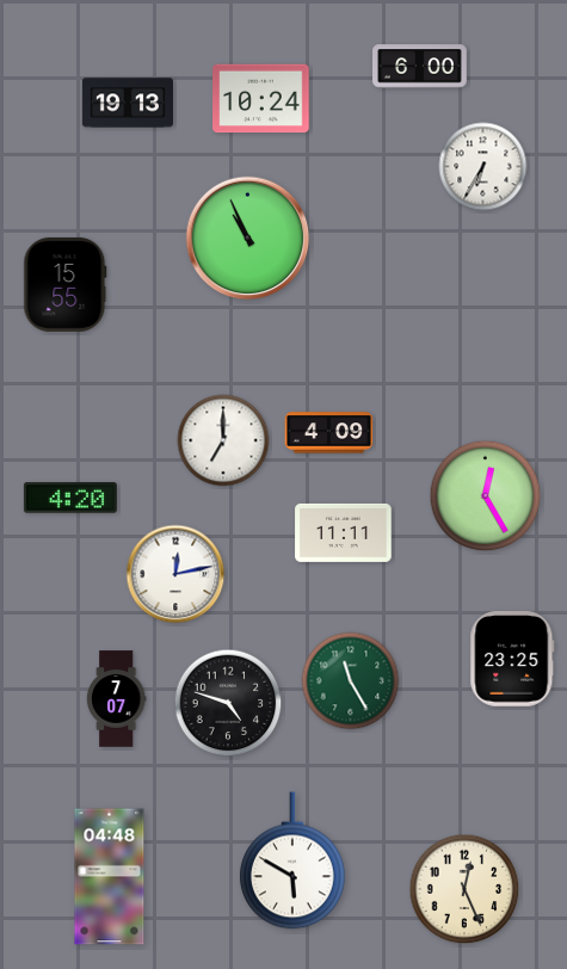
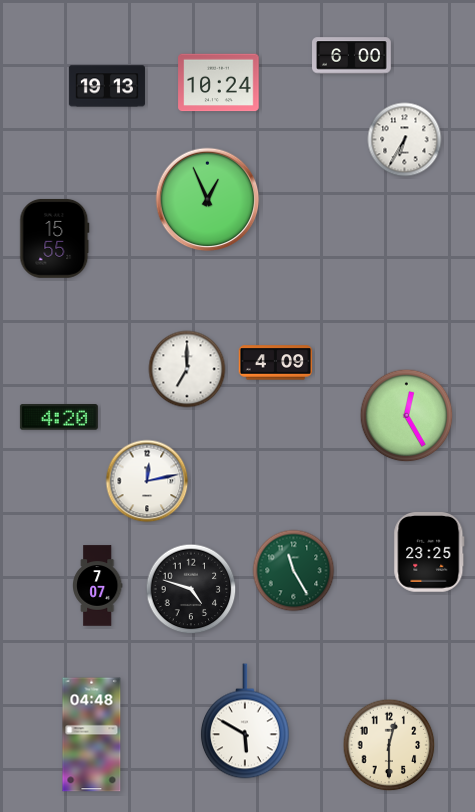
clock at (248, 239): 10:56 -> 12:56
clock at (344, 532): 11:11 -> none
clock at (464, 889): 12:26 -> 12:30
